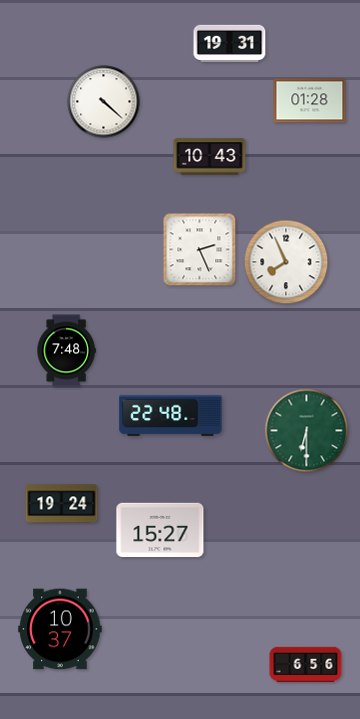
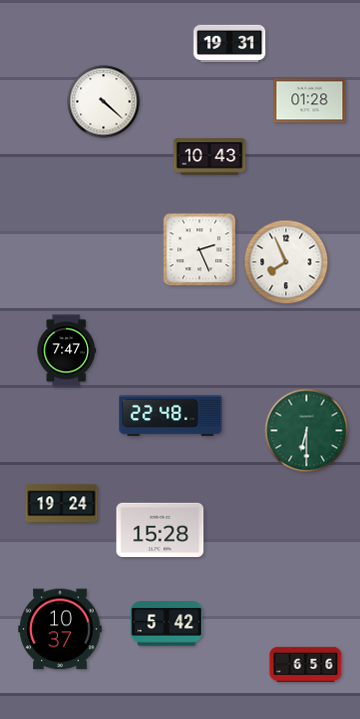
clock at (66, 351): 7:48 -> 7:47
clock at (160, 529): 15:27 -> 15:28
clock at (167, 624): none -> 5:42
